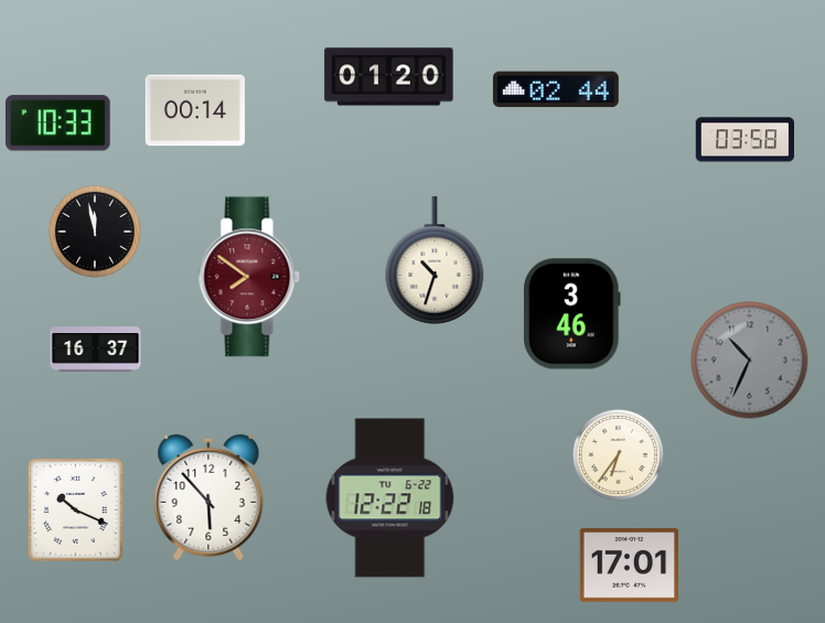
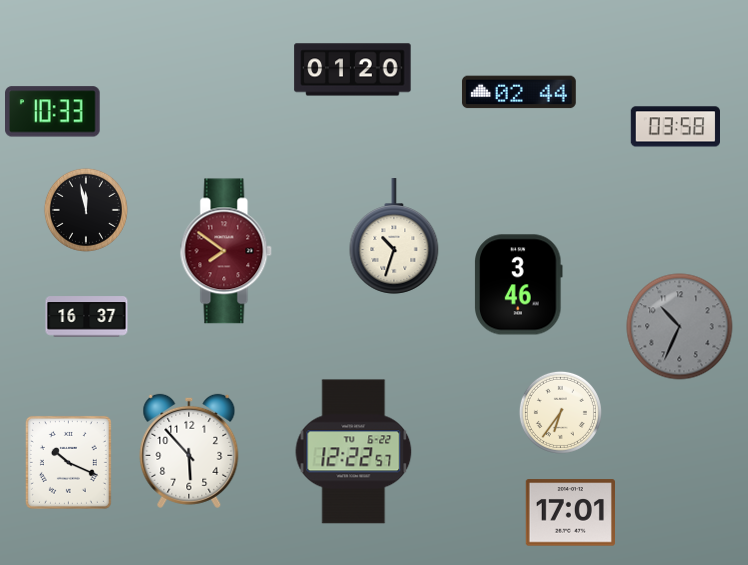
clock at (556, 89) position: (556, 89) -> (519, 92)
clock at (195, 110): 00:14 -> none
clock at (390, 498): 12:22:18 -> 12:22:57
